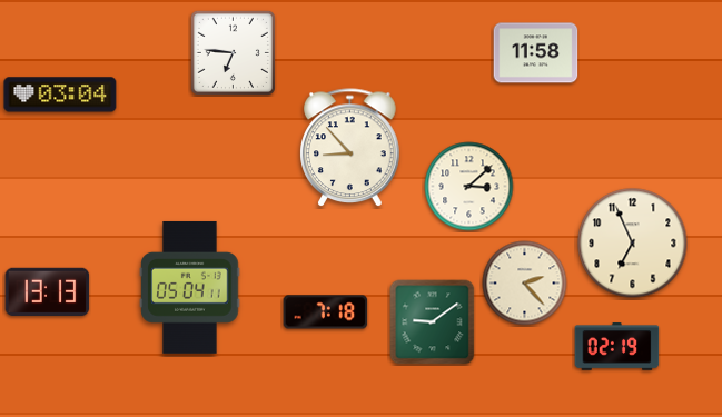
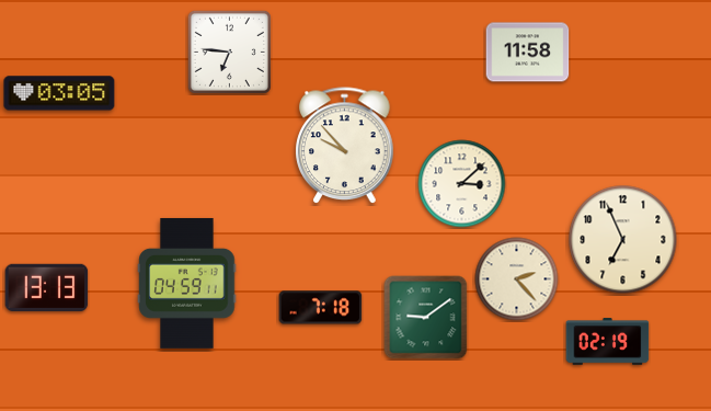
clock at (60, 95): 03:04 -> 03:05
clock at (350, 148): 8:53 -> 9:53
clock at (190, 287): 05:04 -> 04:59
